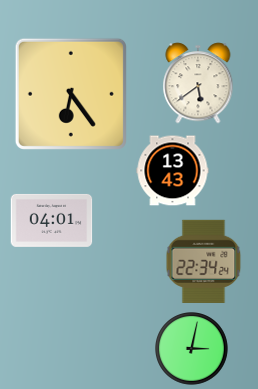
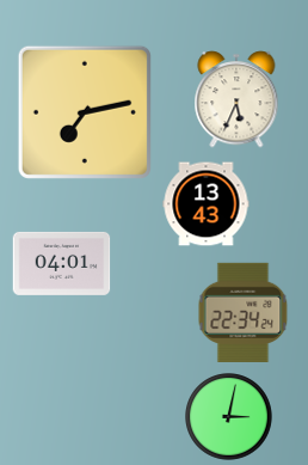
clock at (198, 83): 5:39 -> 5:34
clock at (71, 94): 6:24 -> 7:13
